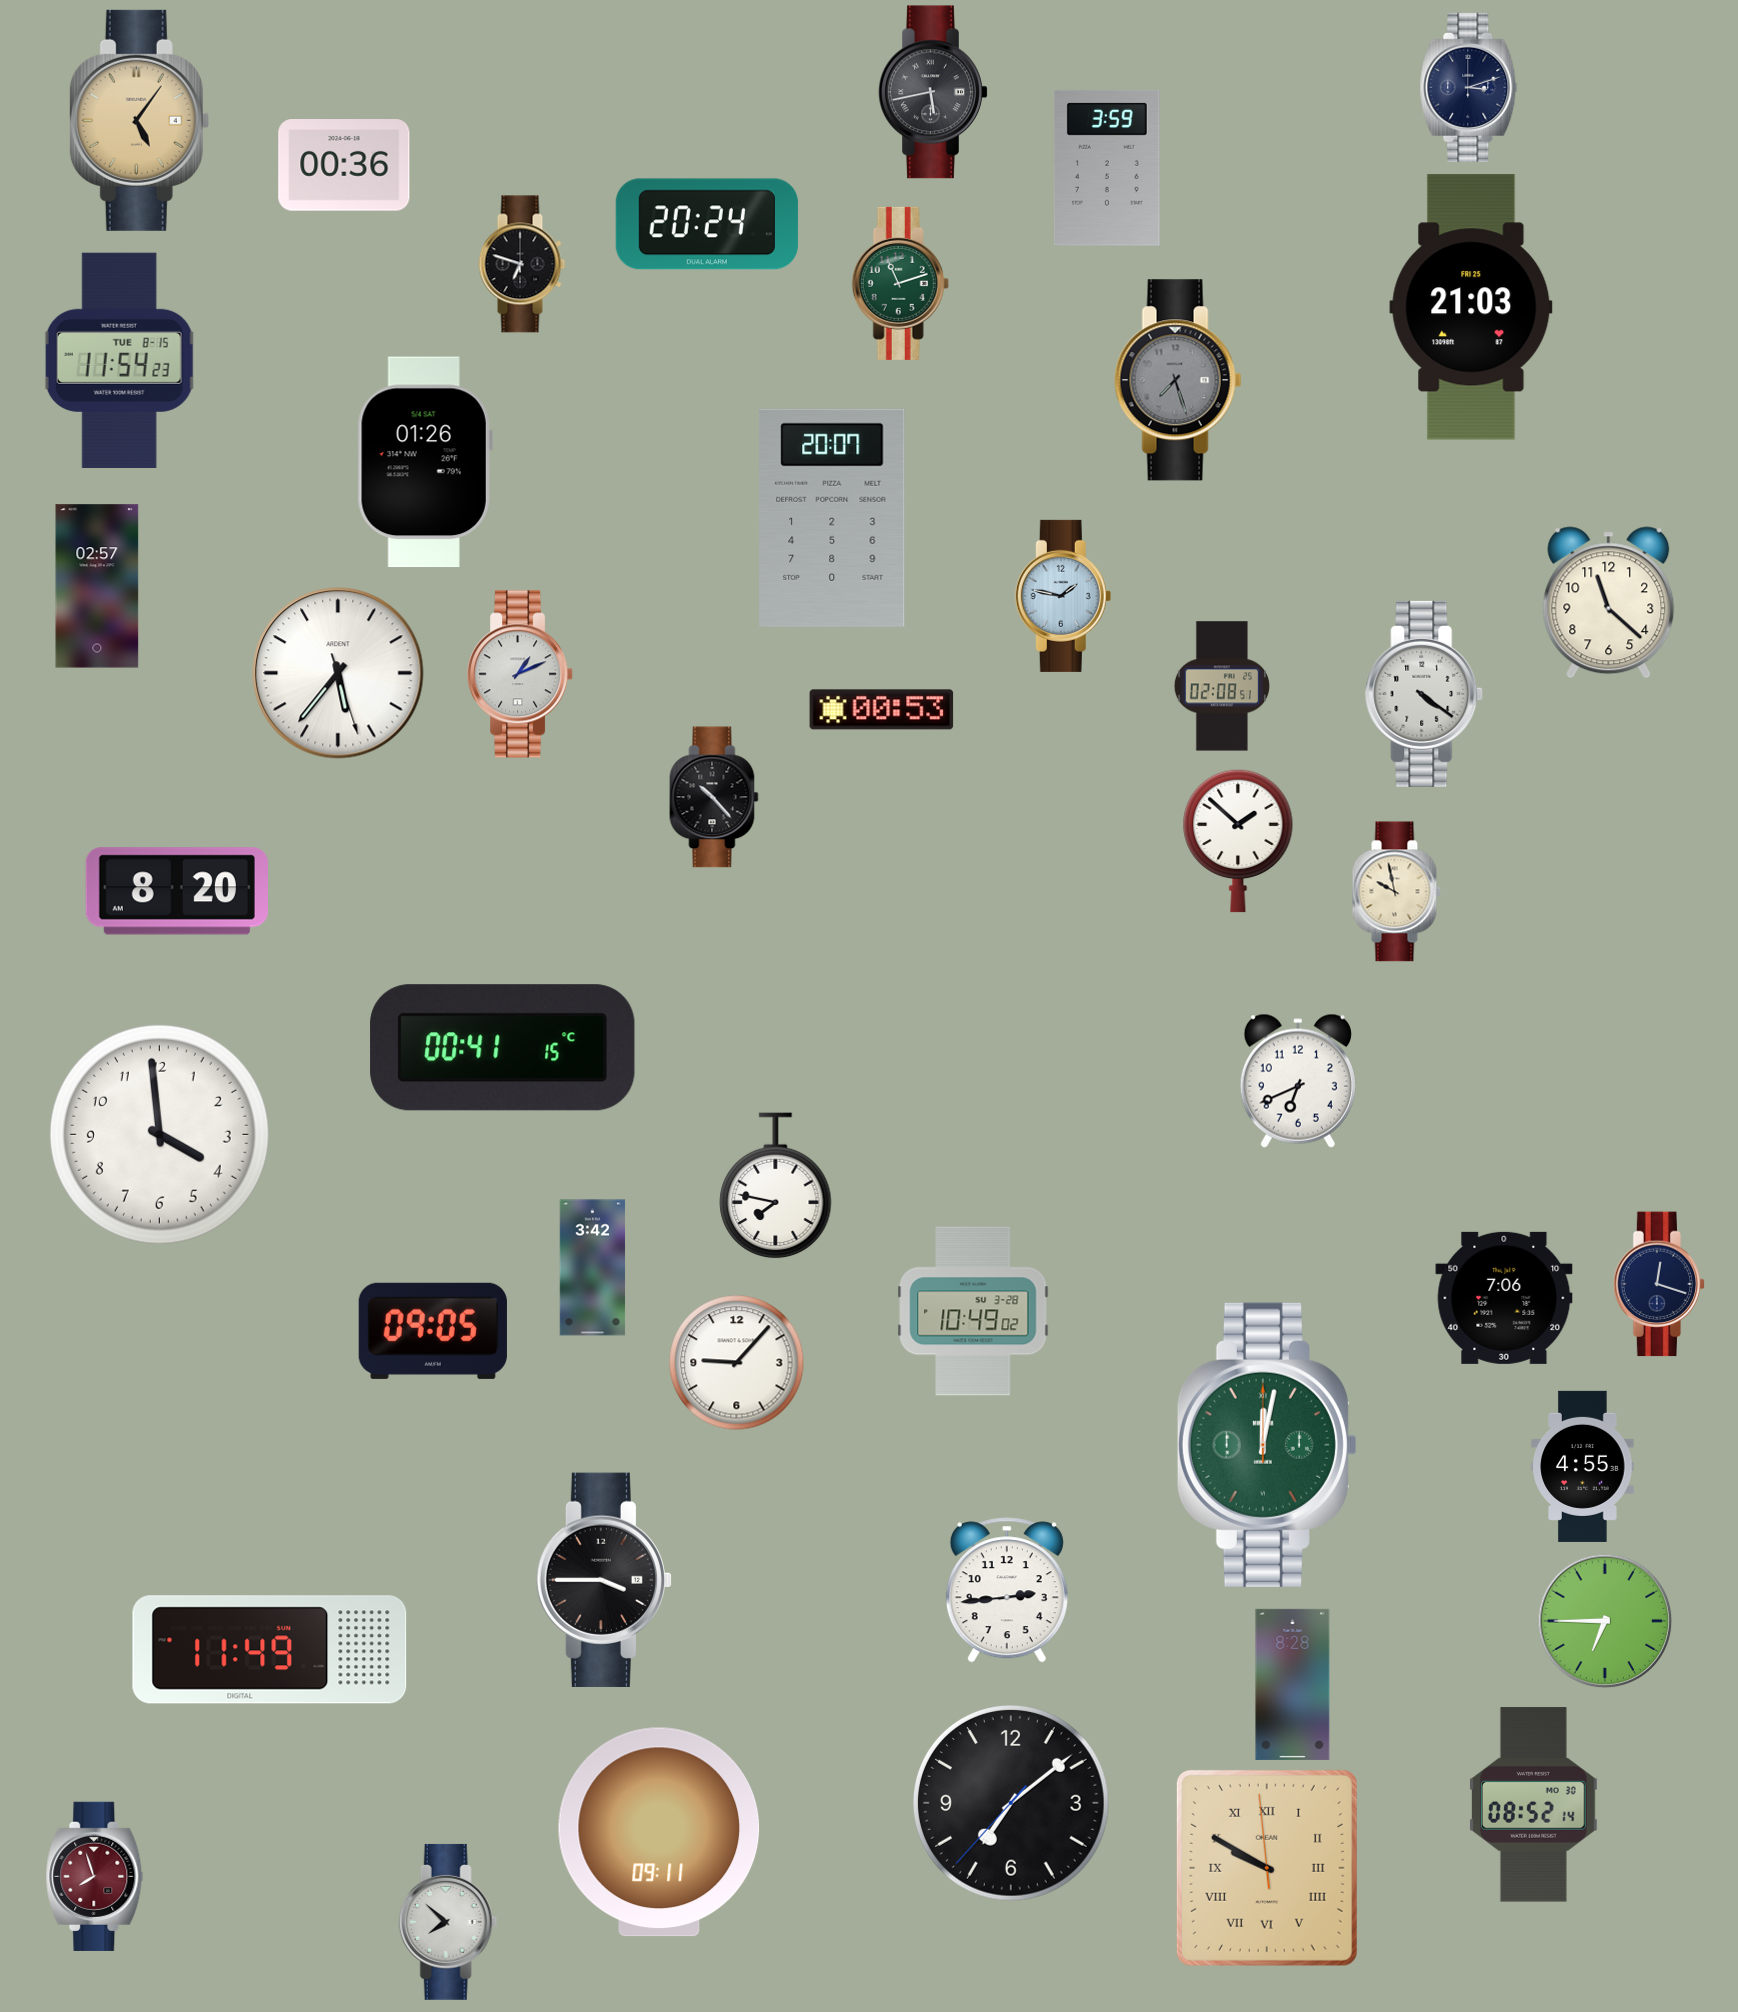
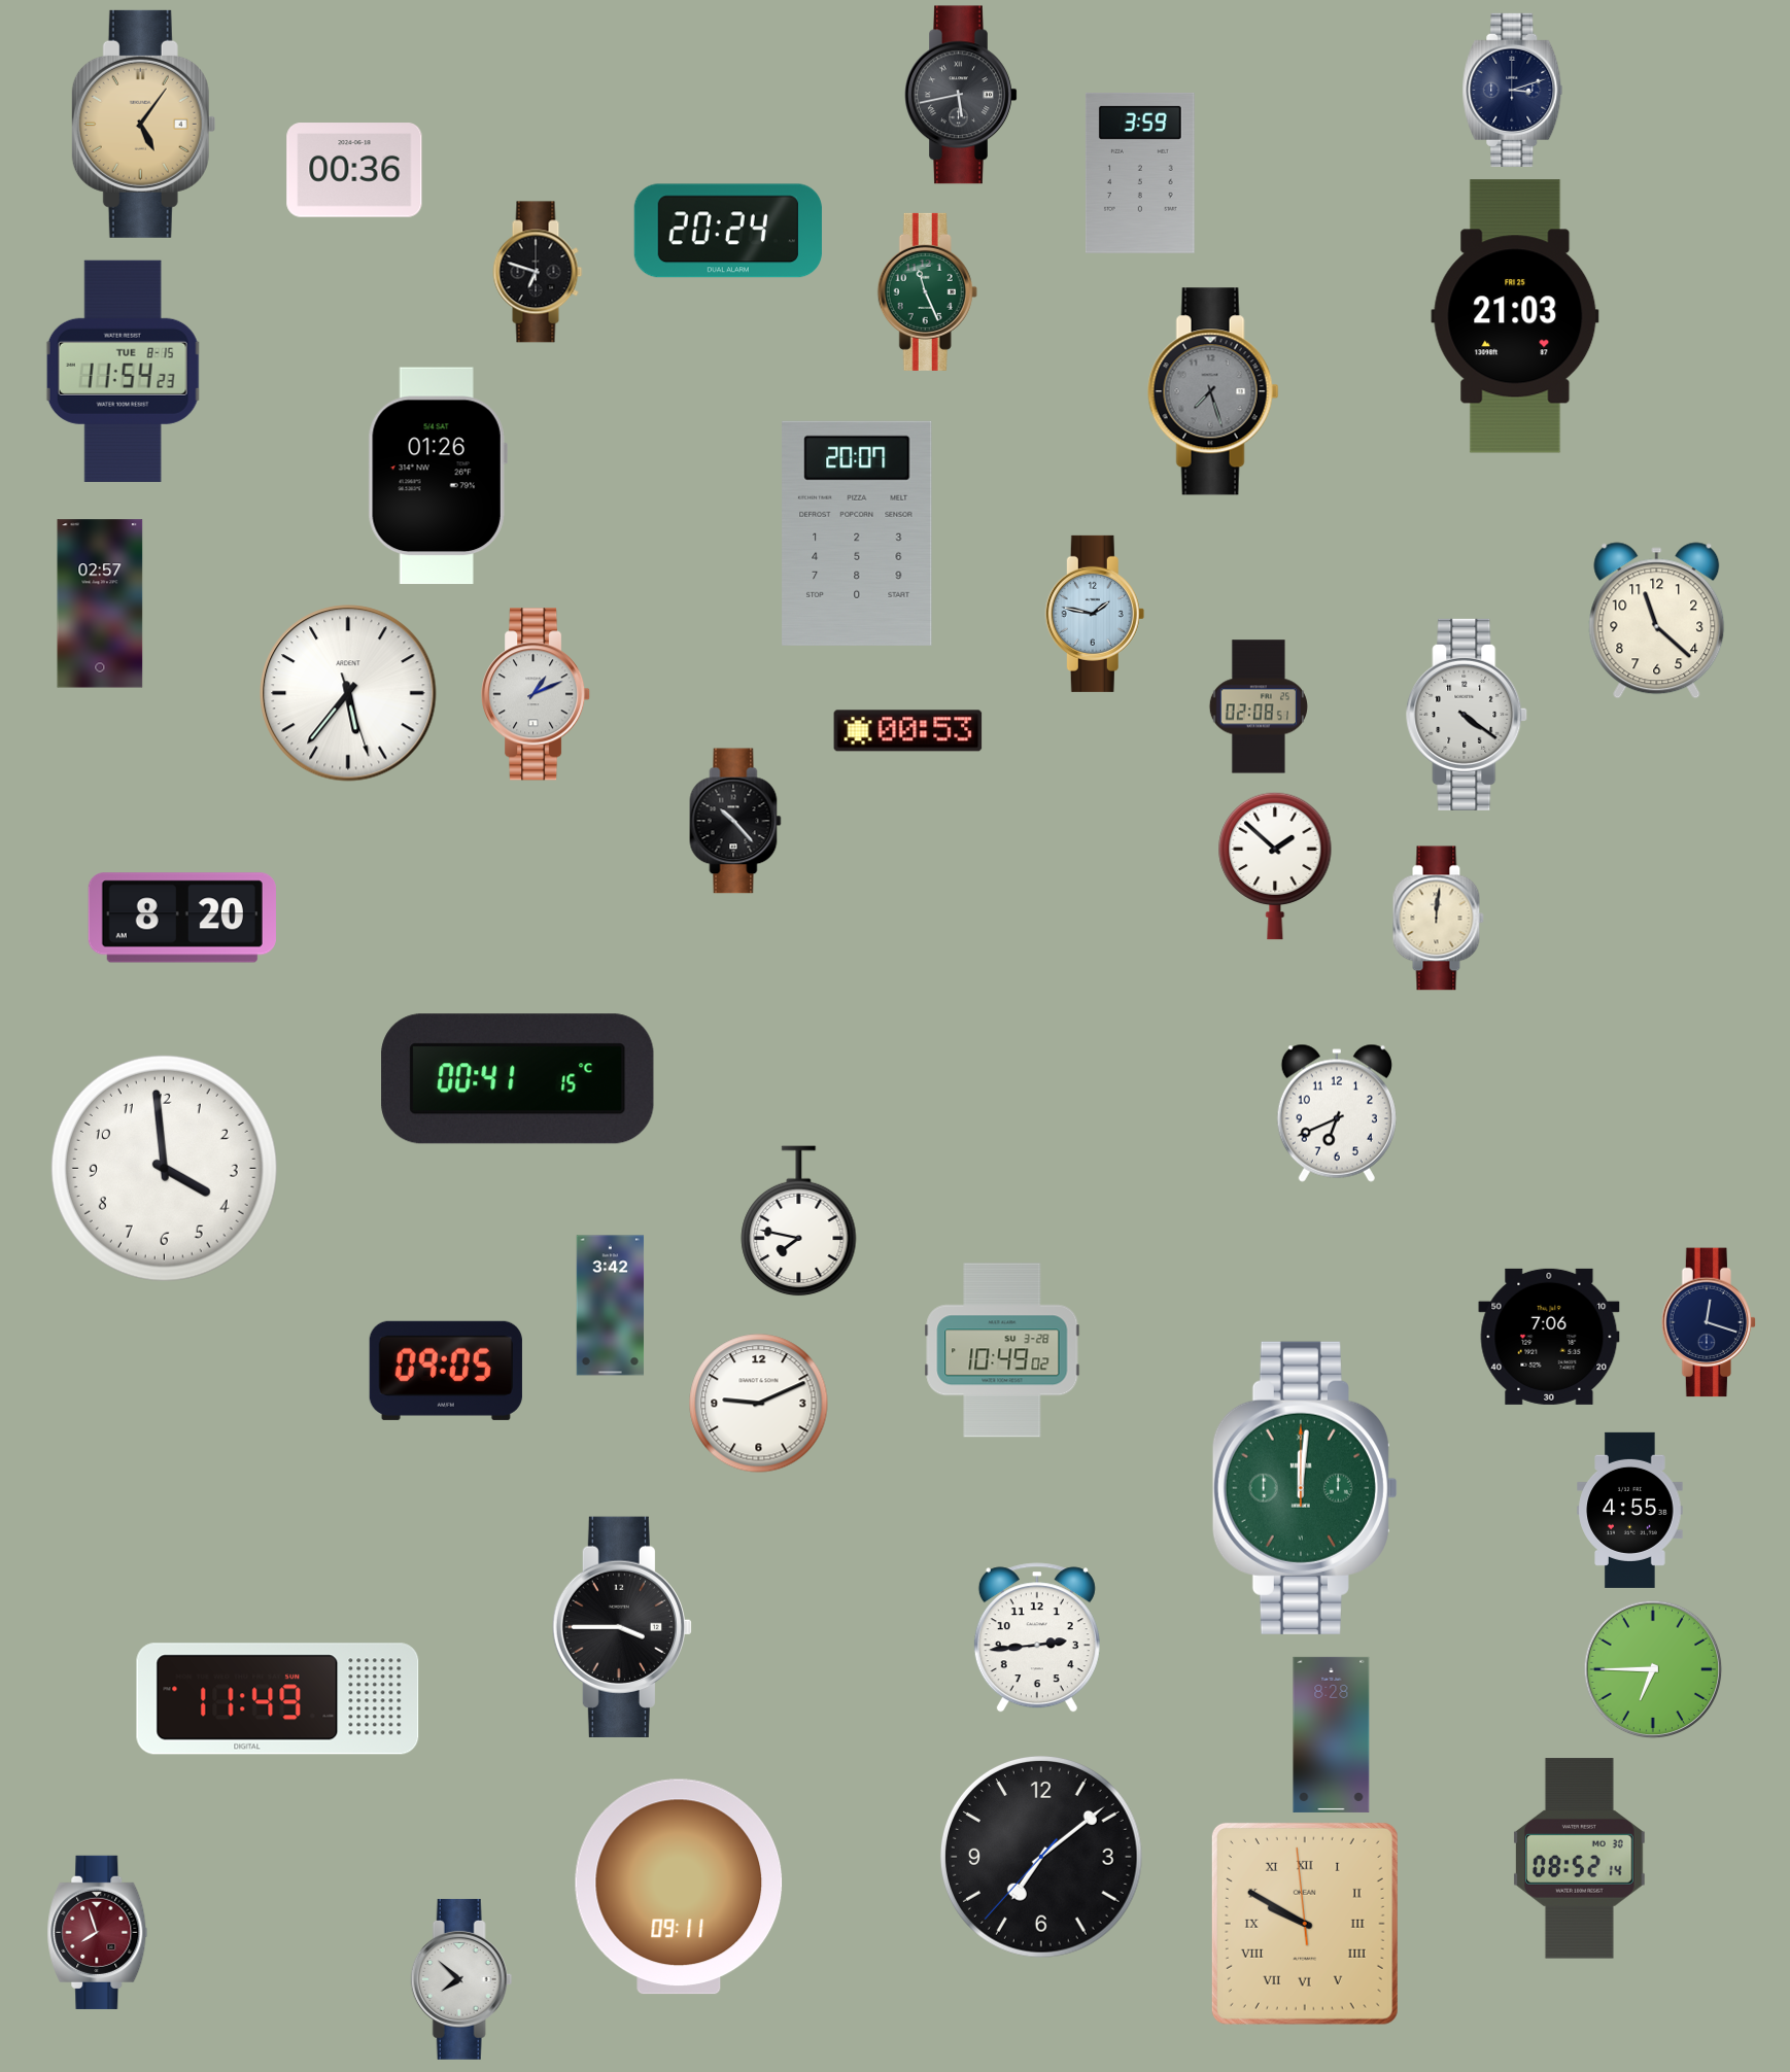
clock at (900, 283): 11:12 -> 11:26
clock at (1396, 892): 9:58 -> 12:01
clock at (737, 1363): 9:07 -> 9:11
clock at (1267, 1445): 12:02 -> 12:01
